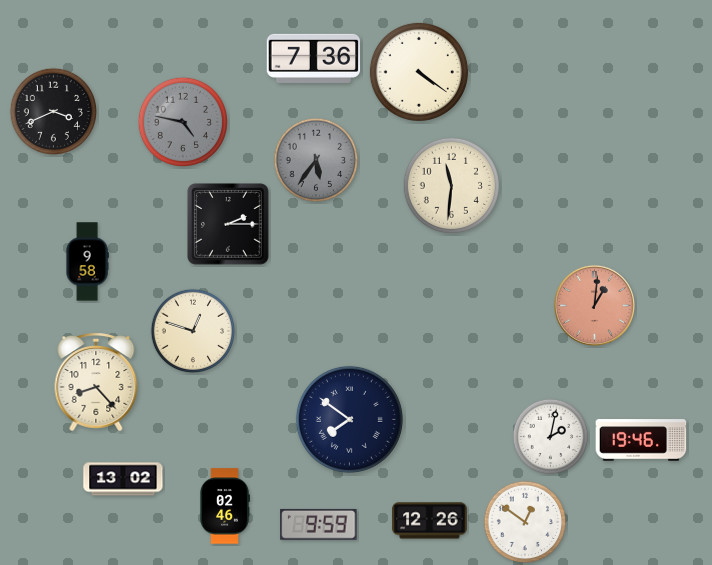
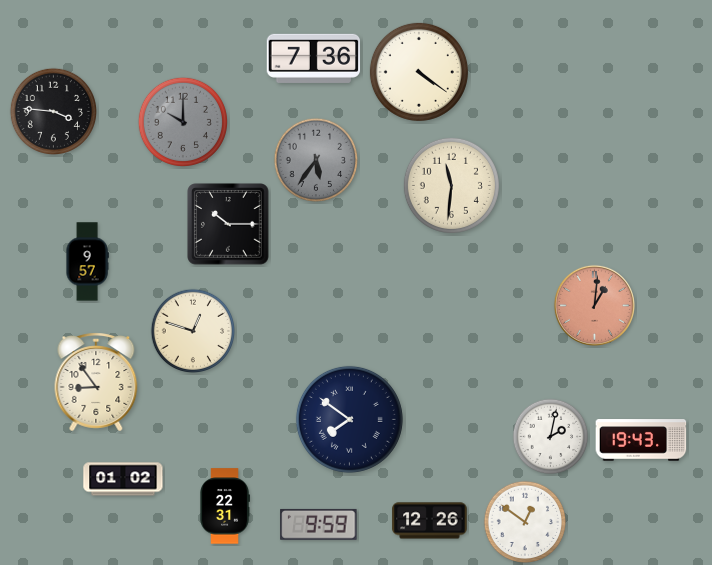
clock at (53, 111): 3:41 -> 3:46
clock at (183, 122): 4:47 -> 10:00
clock at (228, 224): 2:15 -> 10:15
clock at (87, 262): 9:58 -> 9:57
clock at (96, 382): 8:23 -> 8:54
clock at (641, 440): 19:46 -> 19:43
clock at (123, 479): 13:02 -> 01:02
clock at (225, 506): 02:46 -> 22:31
